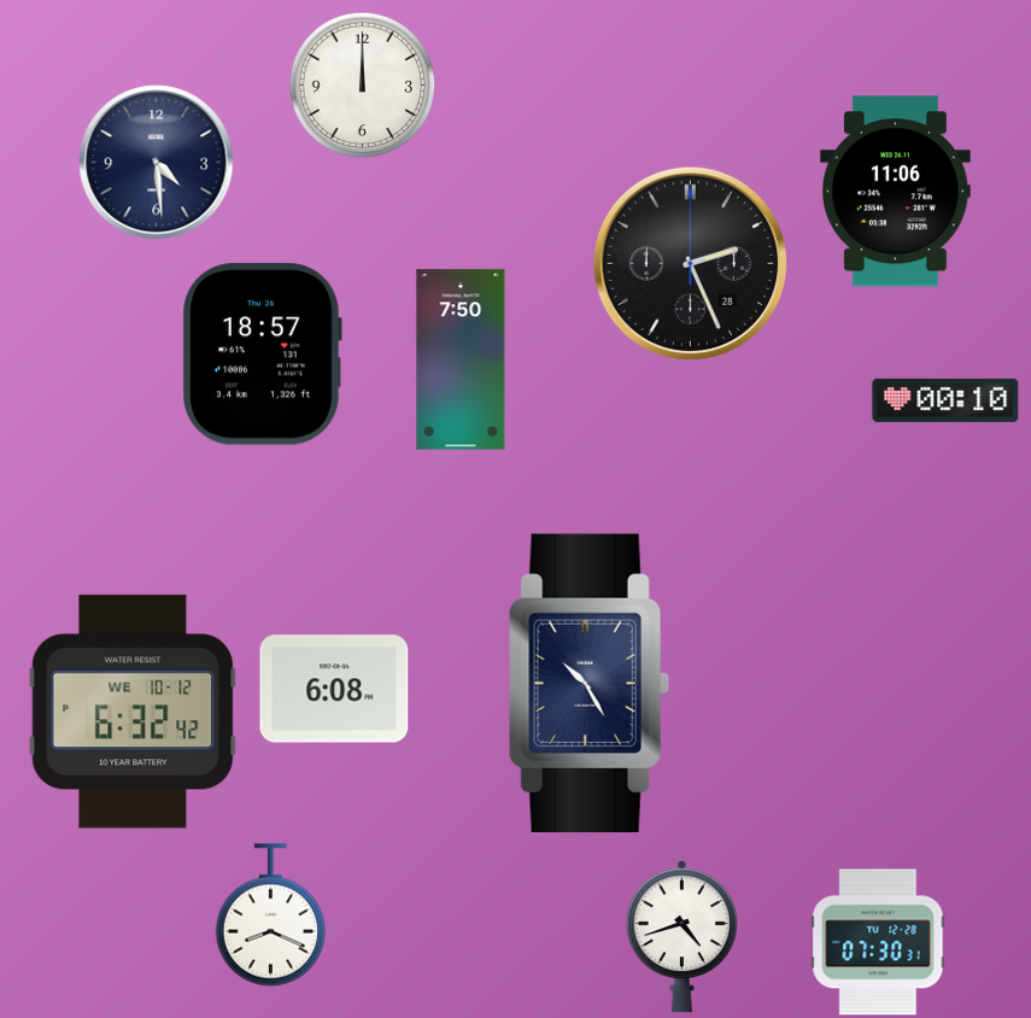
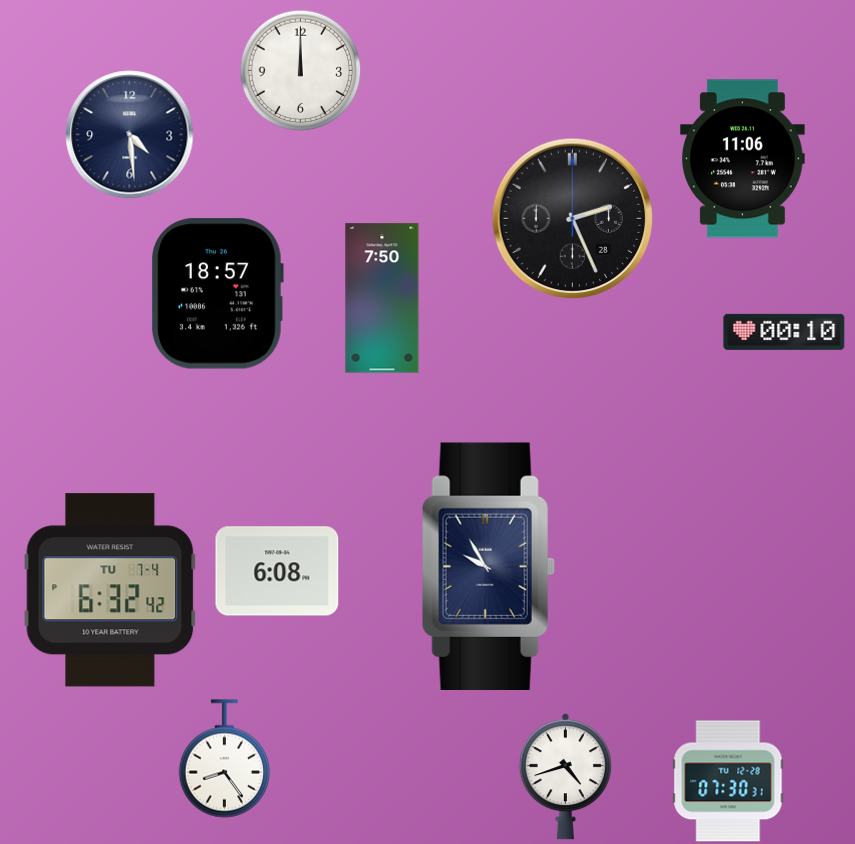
clock at (588, 683): 10:25 -> 9:55
clock at (133, 712) date: WE 10-12 -> TU 7-4
clock at (271, 915): 8:19 -> 8:24
